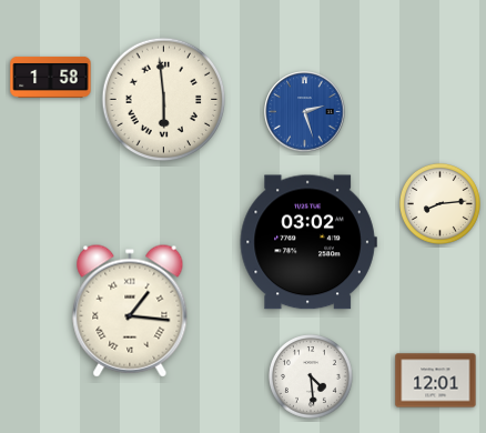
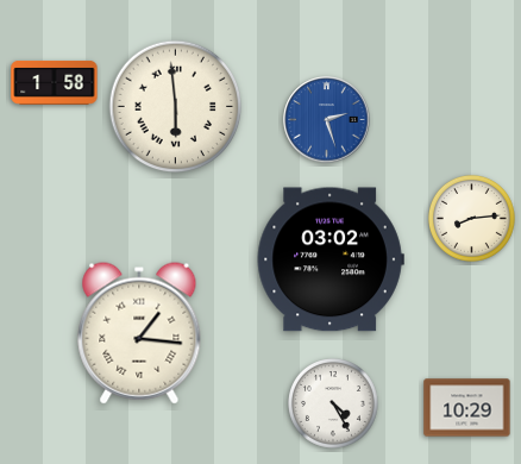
clock at (312, 377): 4:29 -> 4:25
clock at (436, 381): 12:01 -> 10:29
